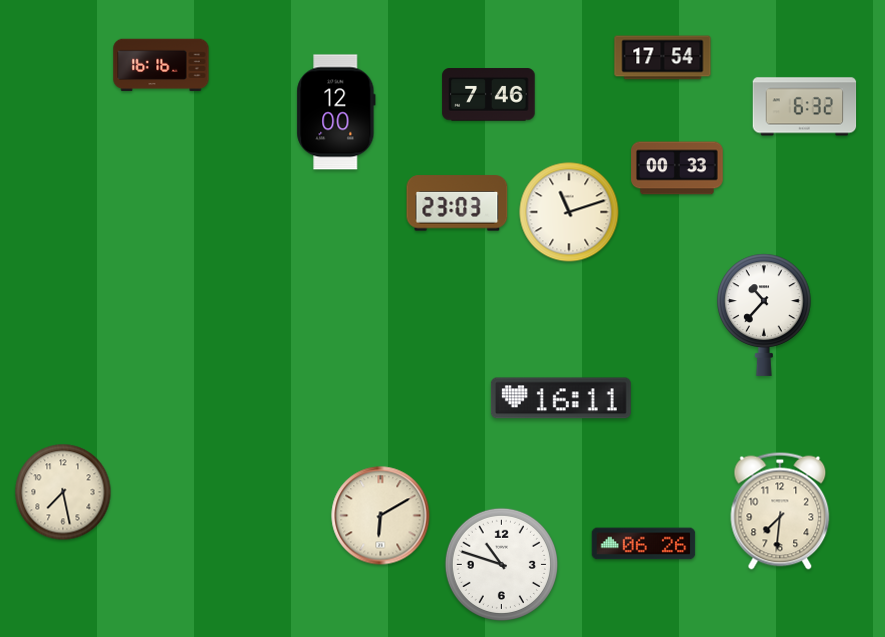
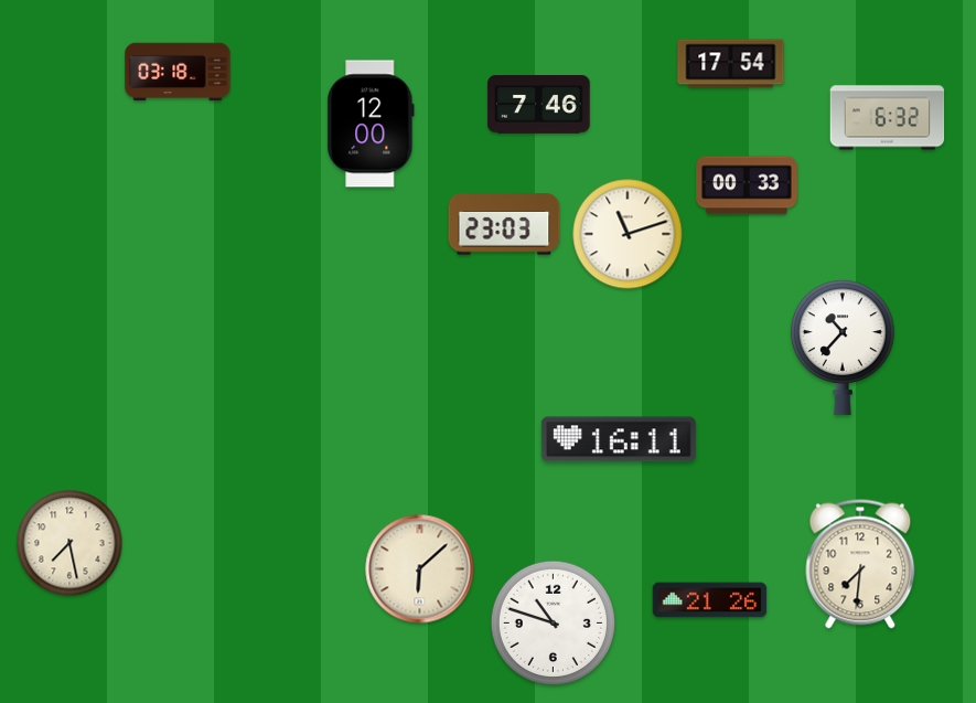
clock at (161, 65): 16:16 -> 03:18
clock at (381, 516): 6:10 -> 6:08
clock at (644, 544): 06:26 -> 21:26
